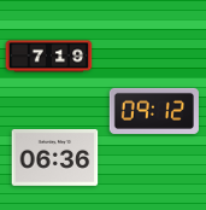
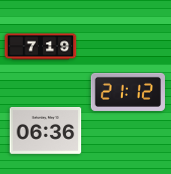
clock at (154, 111): 09:12 -> 21:12
